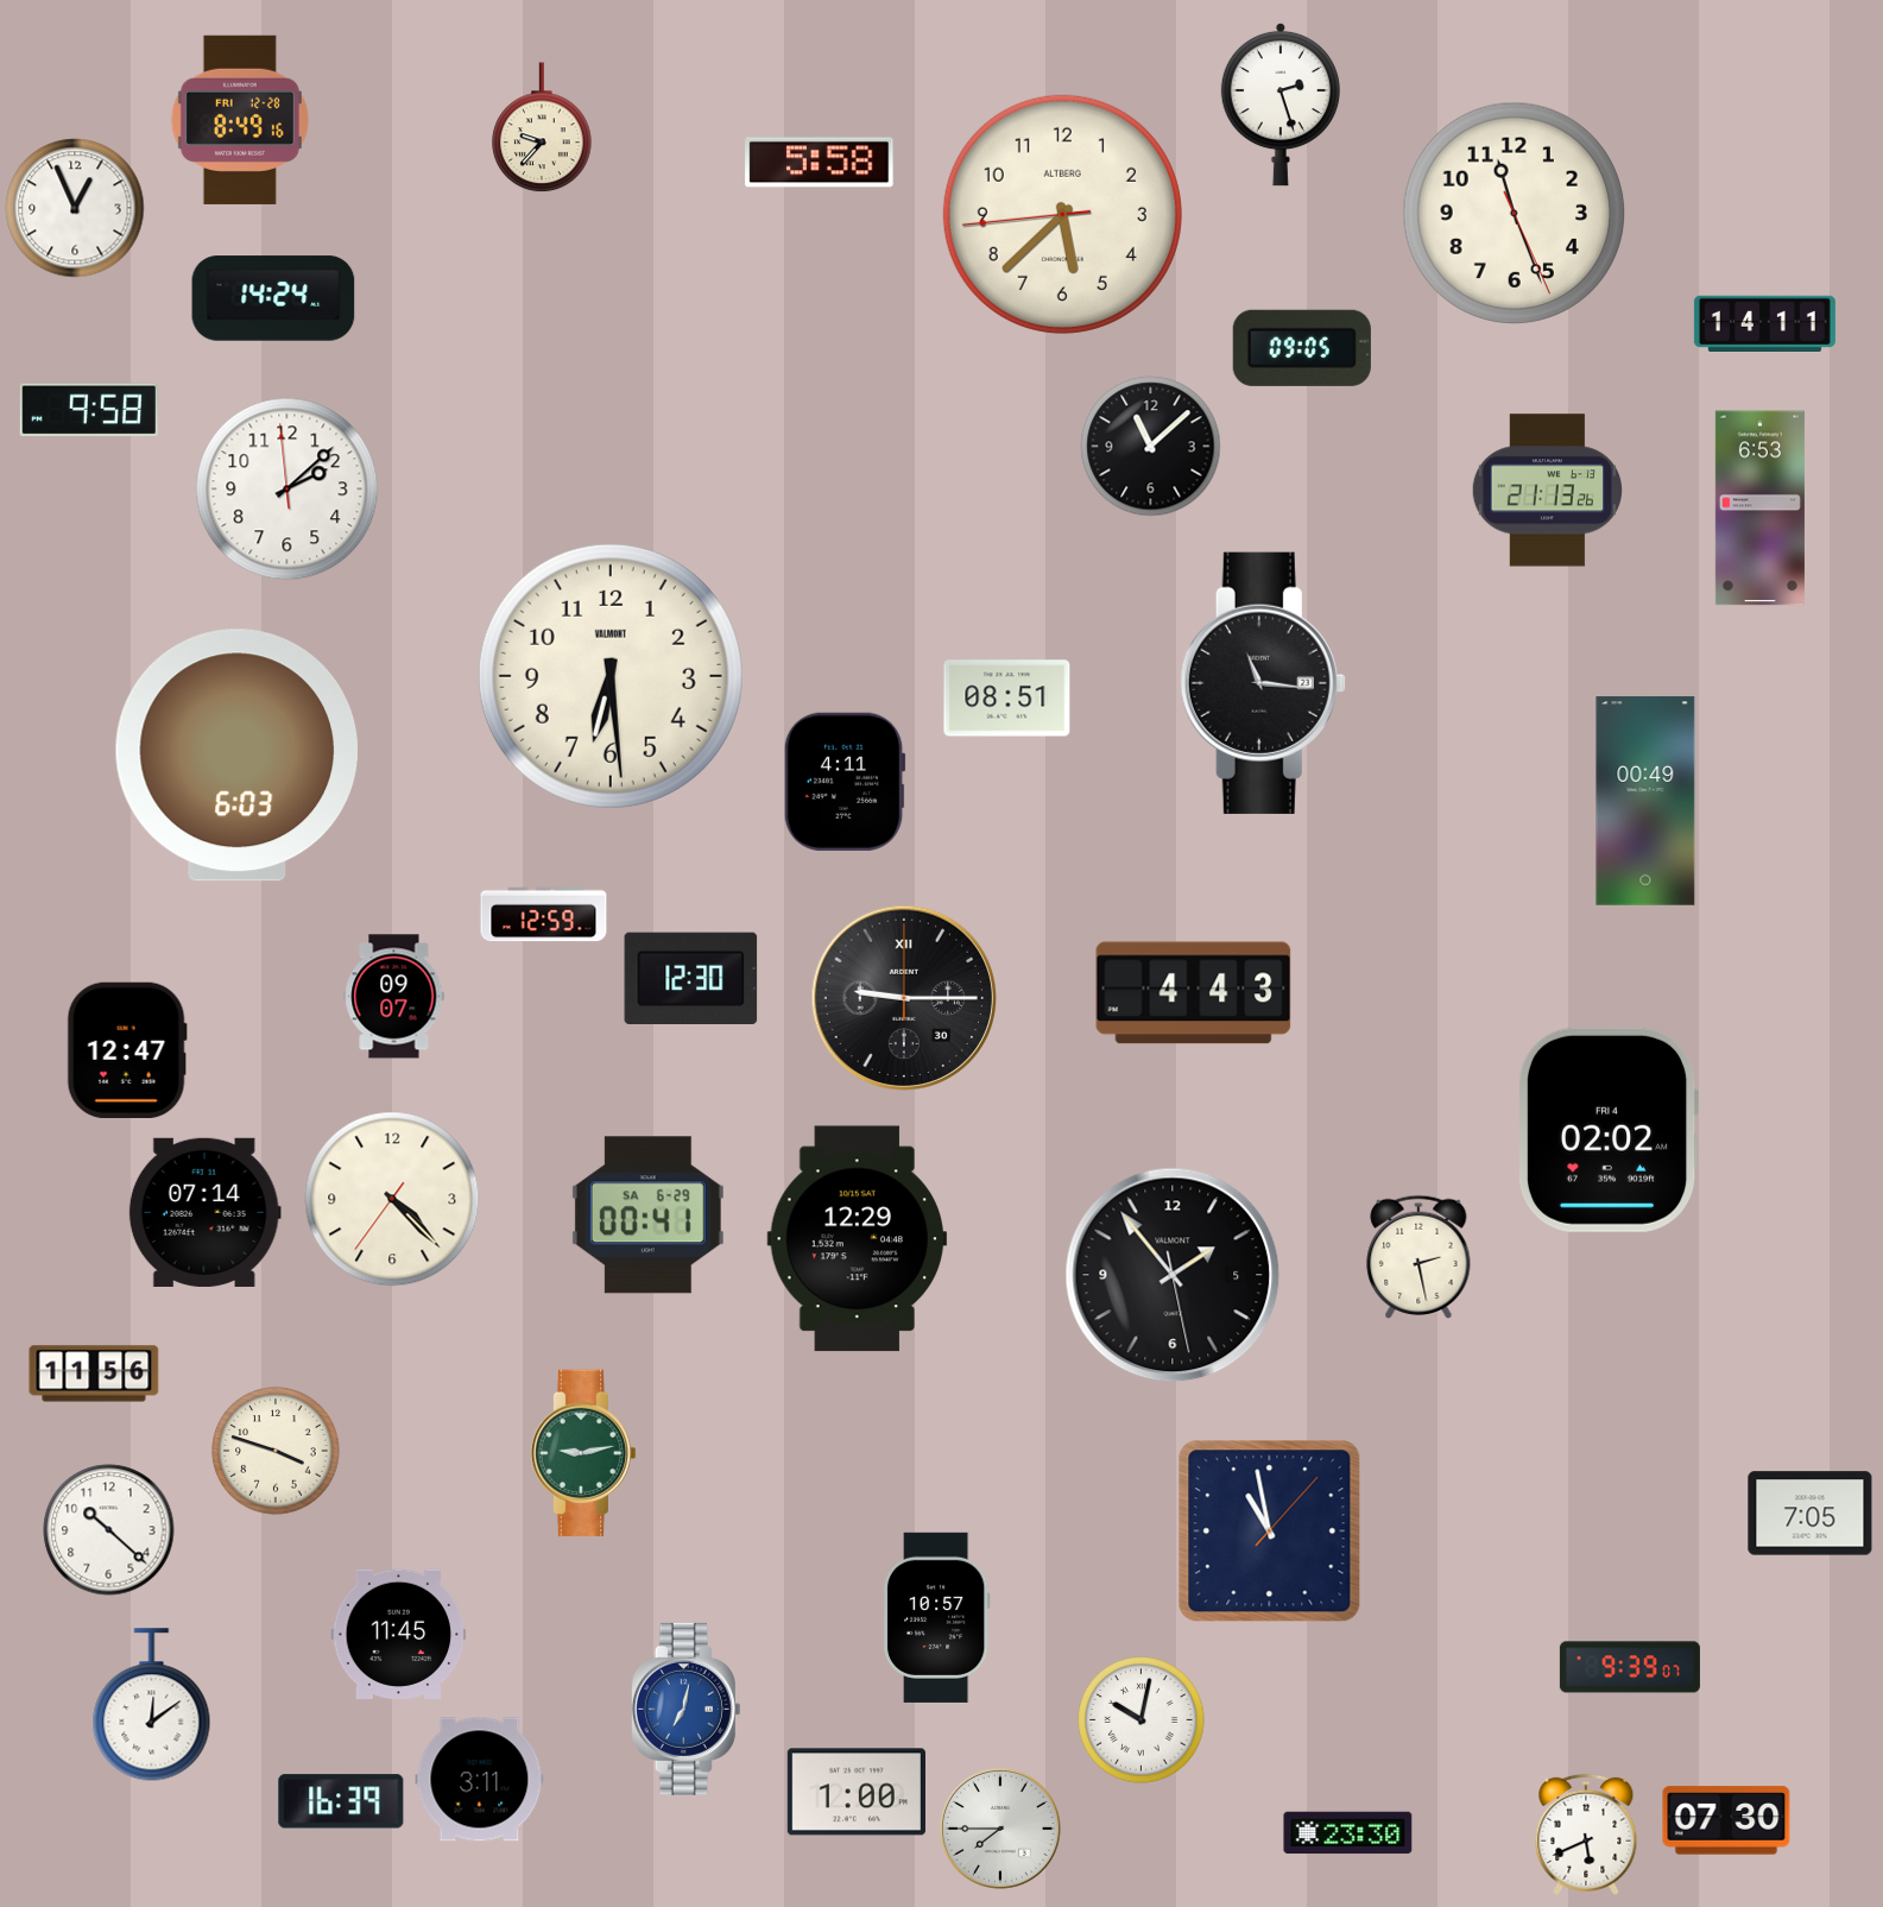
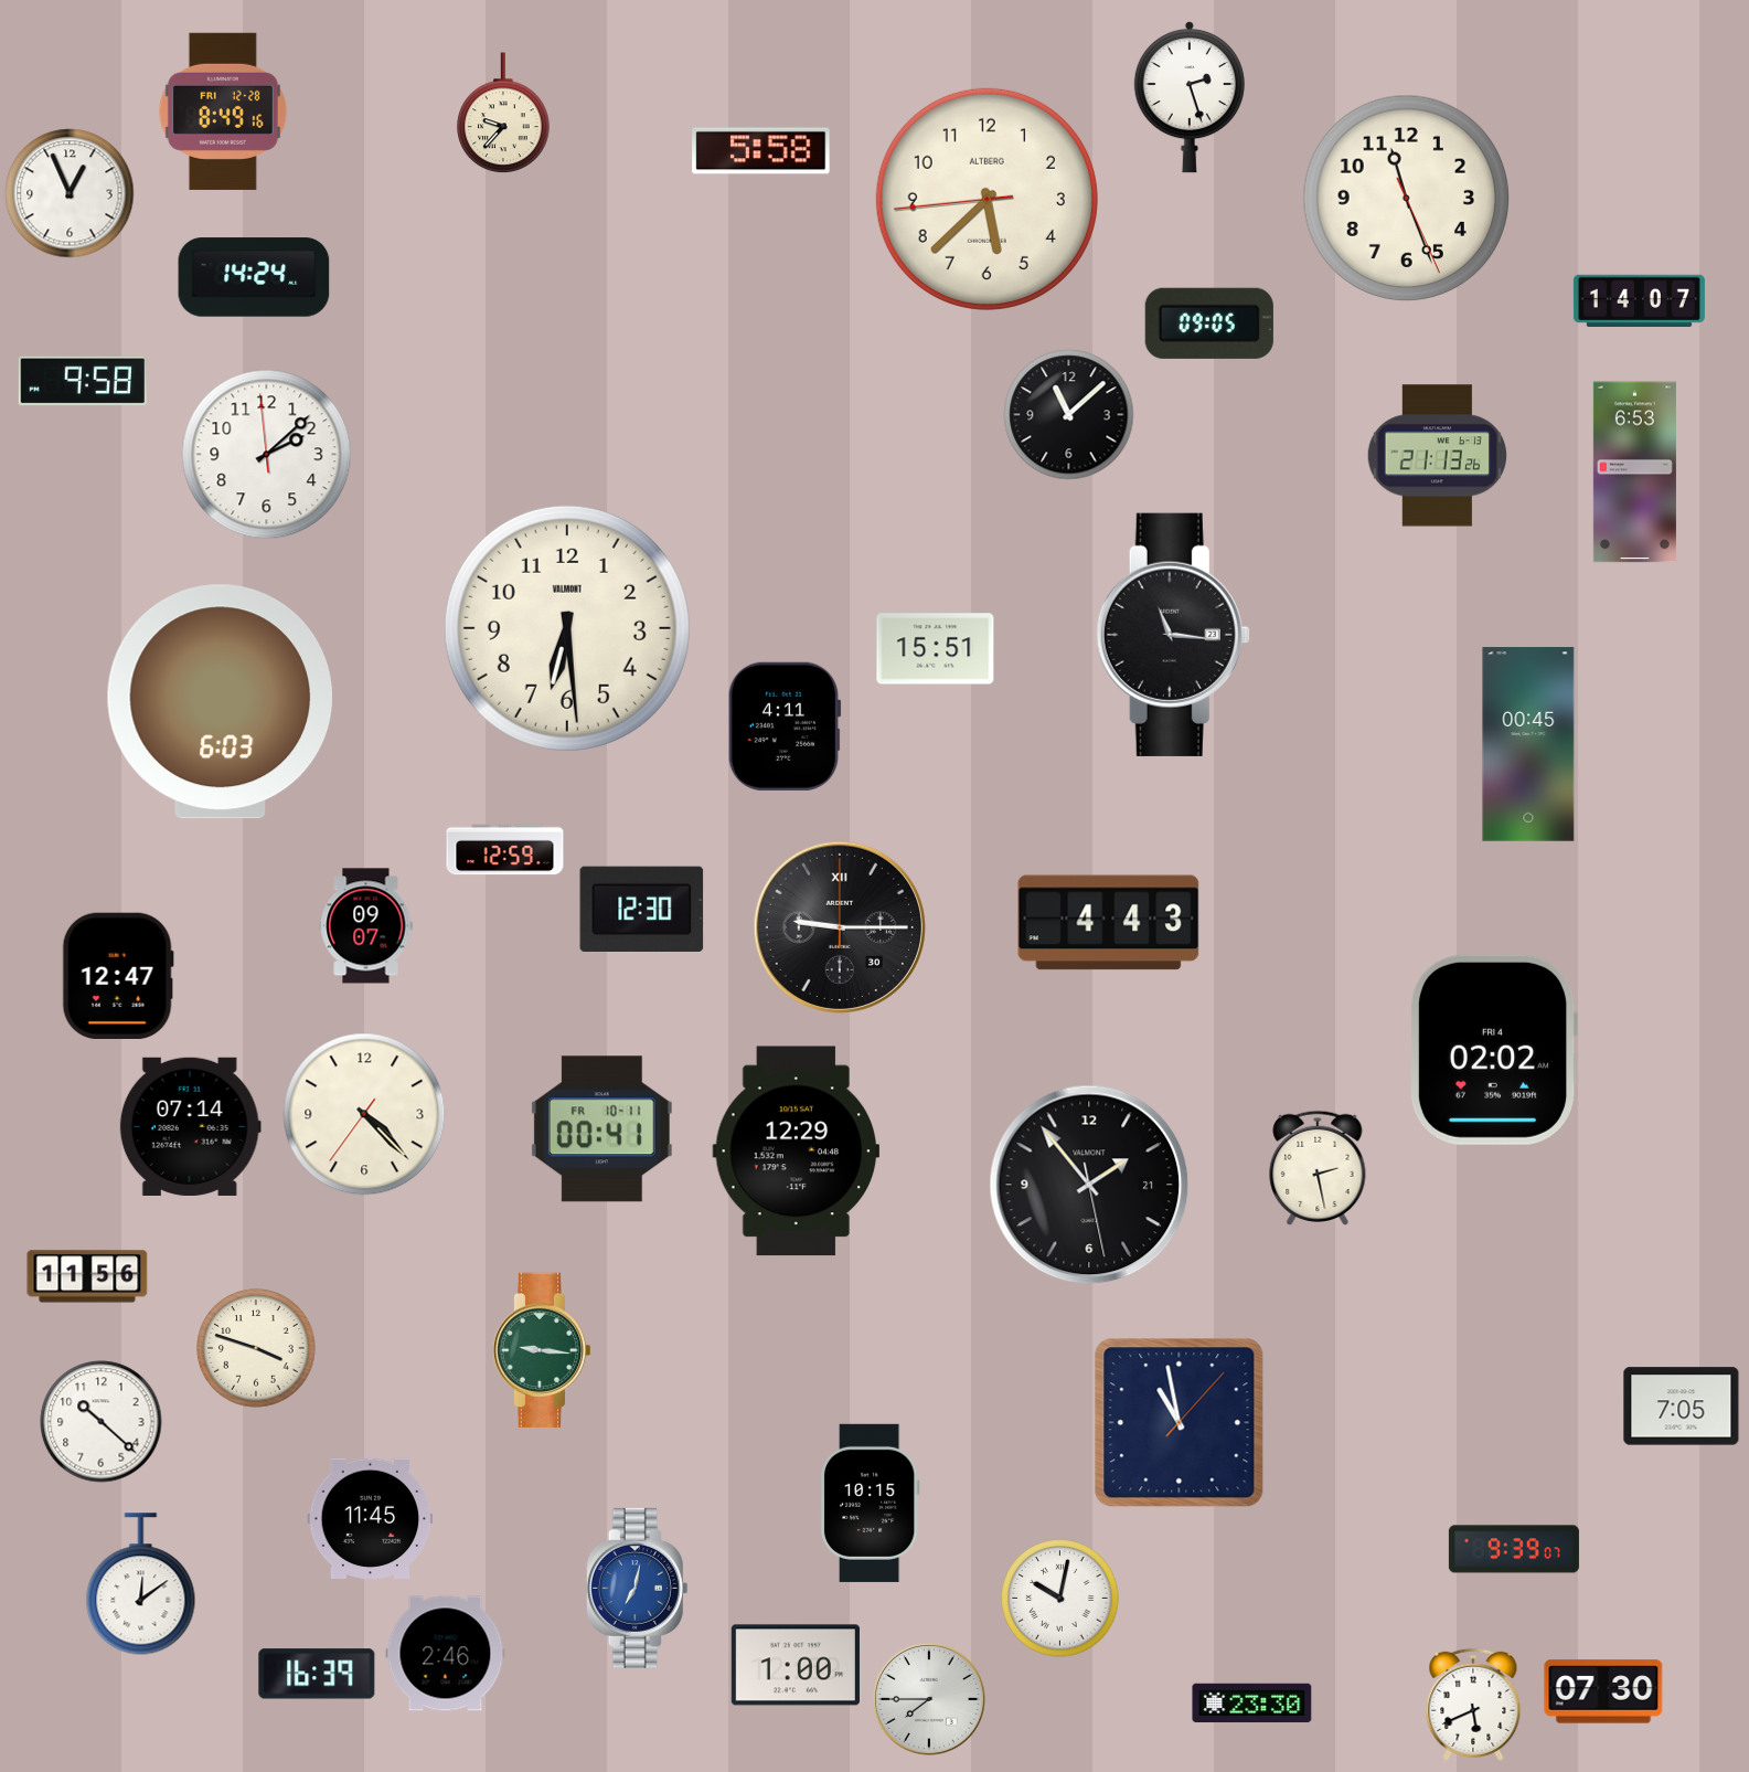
clock at (542, 128) position: (542, 128) -> (503, 114)
clock at (1764, 323): 14:11 -> 14:07
clock at (1007, 699): 08:51 -> 15:51
clock at (1645, 801): 00:49 -> 00:45
clock at (647, 1215) date: SA 6-29 -> FR 10-11
clock at (1173, 1275) date: 5 -> 21
clock at (583, 1453): 9:13 -> 9:16
clock at (936, 1617): 10:57 -> 10:15
clock at (480, 1780): 3:11 -> 2:46
